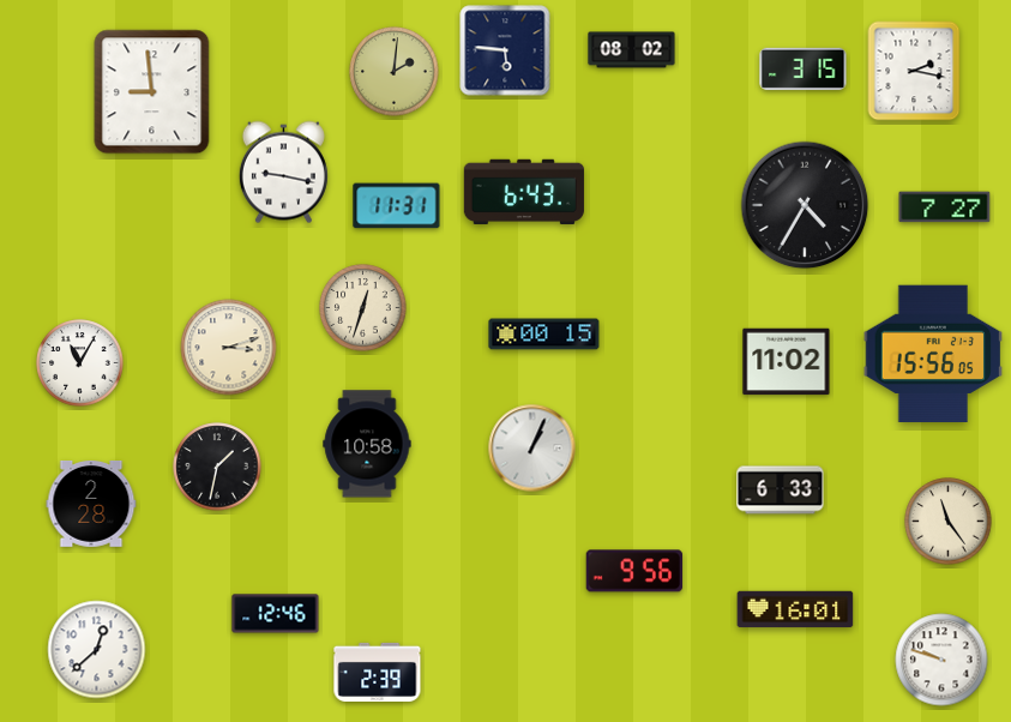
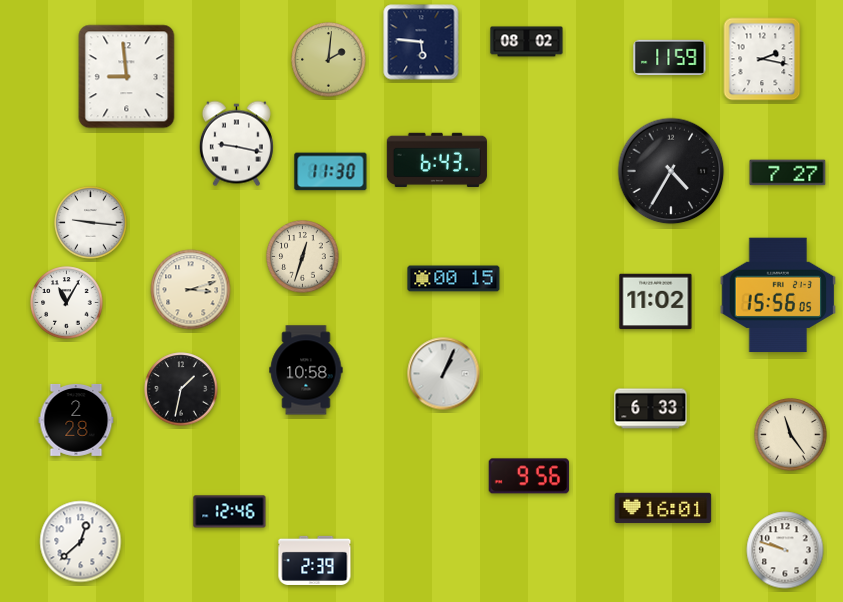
clock at (804, 68): 3:15 -> 11:59
clock at (397, 206): 11:31 -> 11:30
clock at (91, 223): none -> 9:16
